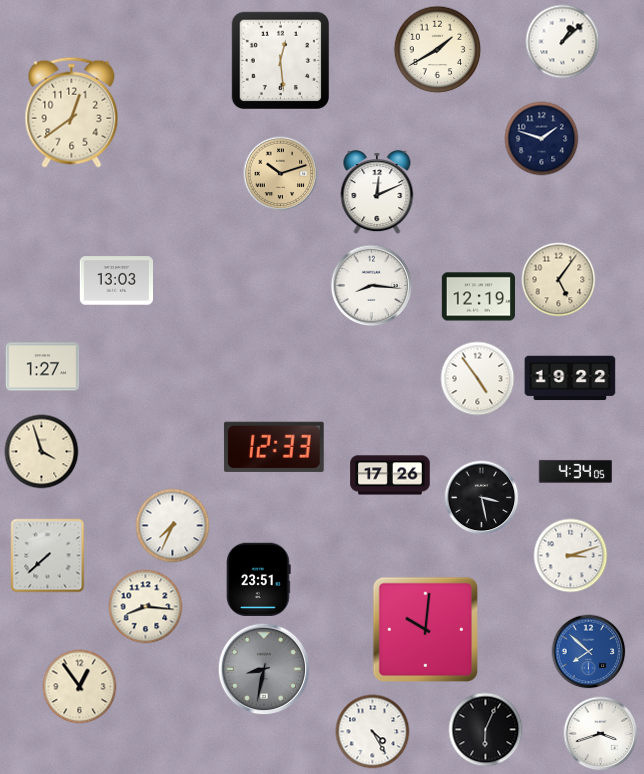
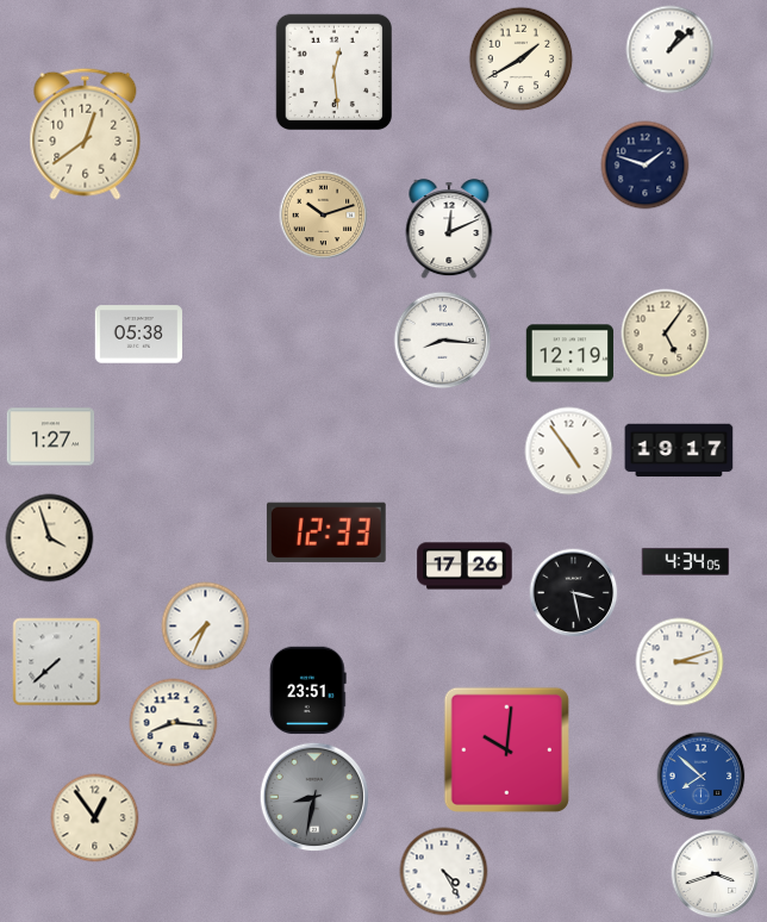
clock at (281, 174) position: (281, 174) -> (324, 216)
clock at (116, 281): 13:03 -> 05:38
clock at (570, 378): 19:22 -> 19:17
clock at (486, 730): 6:04 -> none
